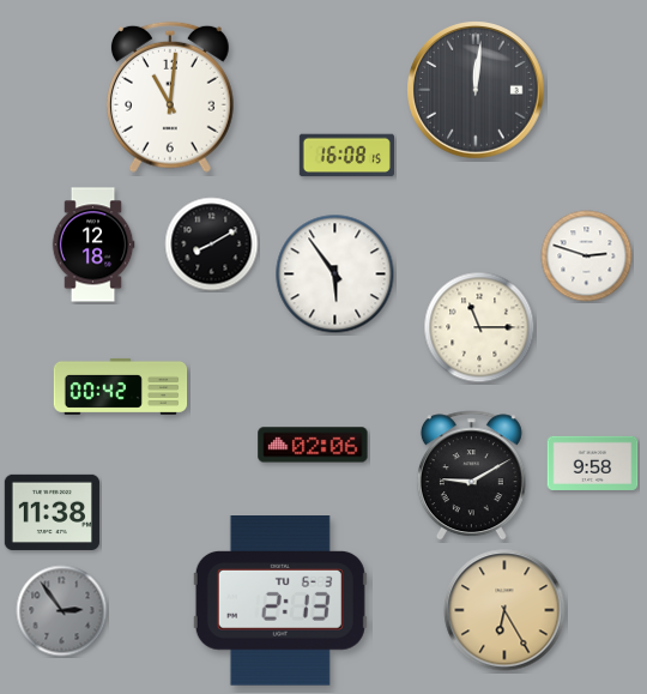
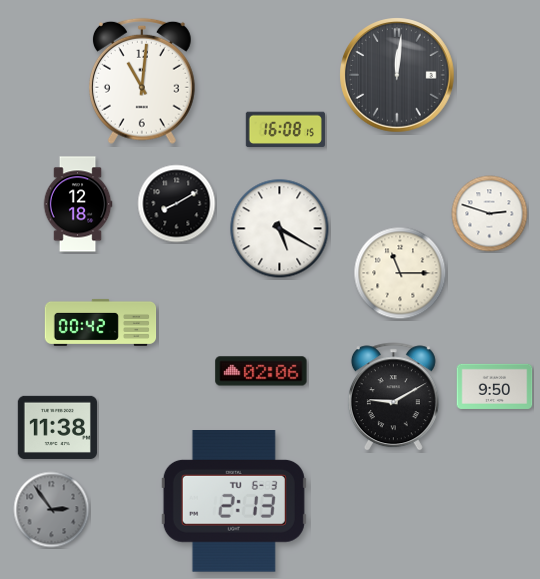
clock at (346, 156) position: (346, 156) -> (285, 130)
clock at (335, 274): 5:54 -> 5:20
clock at (593, 463): 9:58 -> 9:50
clock at (52, 512) position: (52, 512) -> (57, 427)
clock at (504, 610): 6:25 -> none
